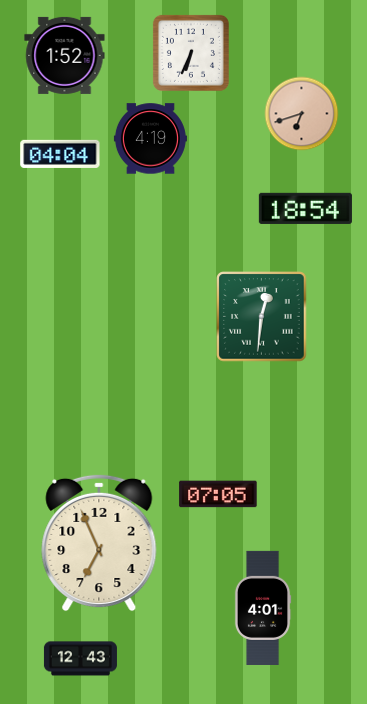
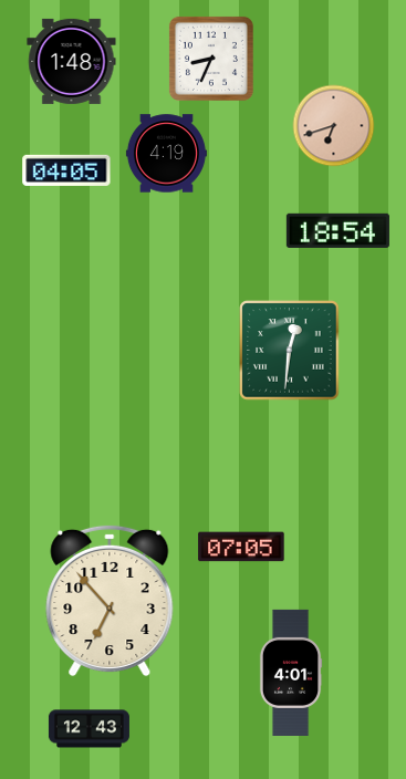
clock at (191, 53): 6:34 -> 8:34
clock at (65, 55): 1:52 -> 1:48
clock at (60, 154): 04:04 -> 04:05
clock at (99, 543): 6:56 -> 6:53
